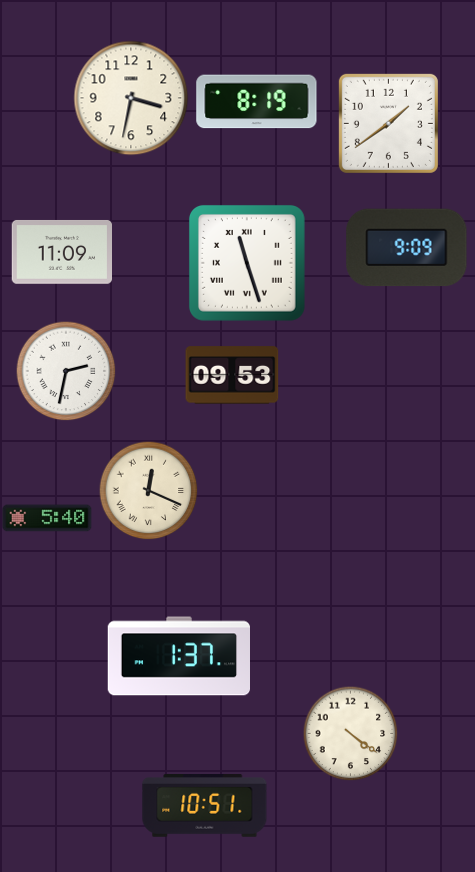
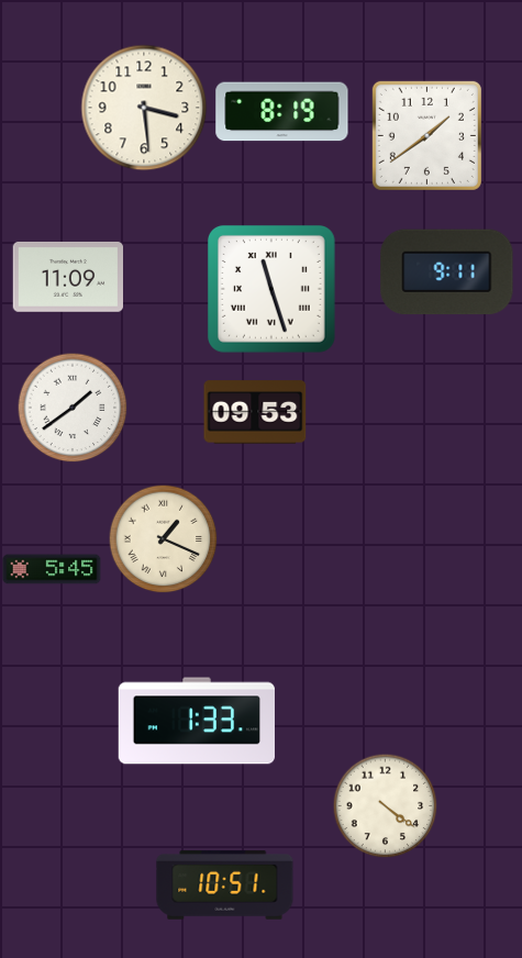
clock at (131, 98): 3:32 -> 3:29
clock at (407, 248): 9:09 -> 9:11
clock at (66, 371): 2:32 -> 1:39
clock at (149, 491): 12:19 -> 1:19
clock at (47, 518): 5:40 -> 5:45
clock at (178, 656): 1:37 -> 1:33
